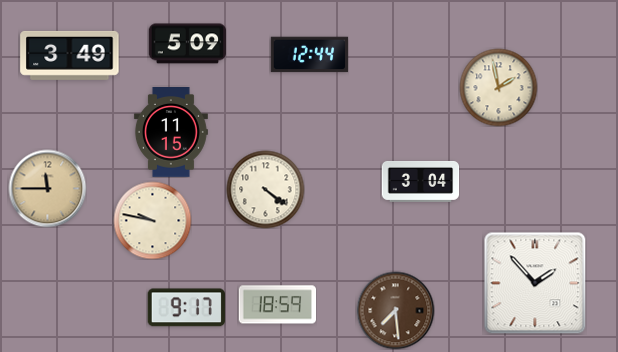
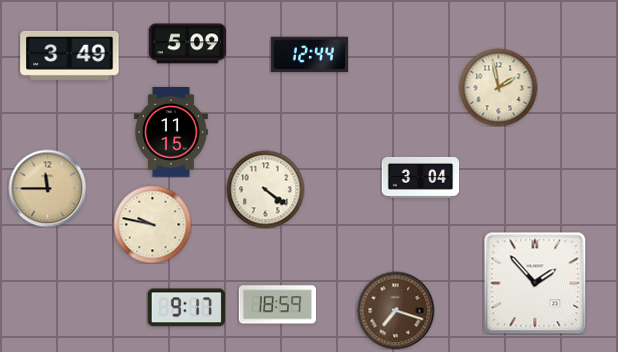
clock at (420, 181) position: (420, 181) -> (420, 177)
clock at (152, 220) position: (152, 220) -> (152, 224)
clock at (395, 310): 7:29 -> 7:18
